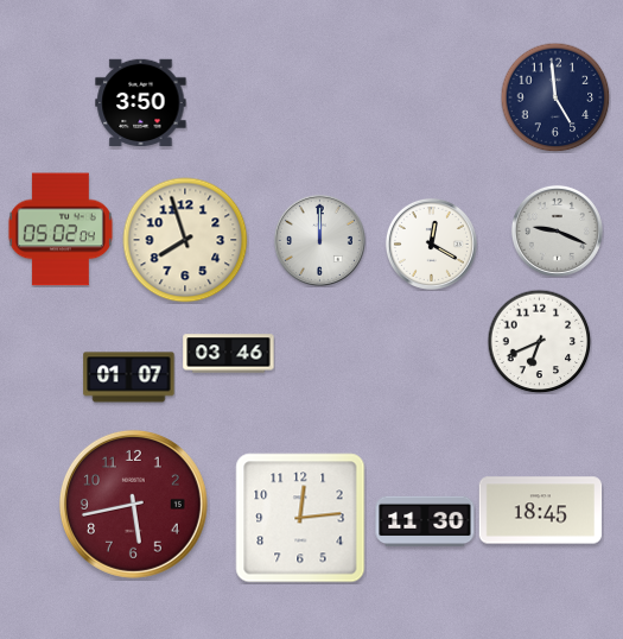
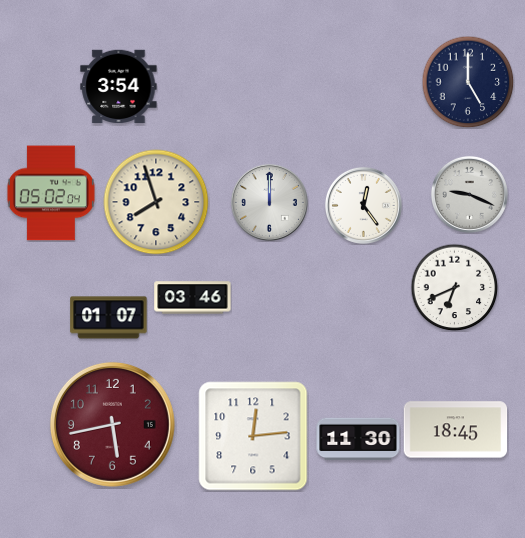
clock at (555, 97): 4:59 -> 5:00
clock at (141, 102): 3:50 -> 3:54
clock at (431, 243): 12:20 -> 12:24
